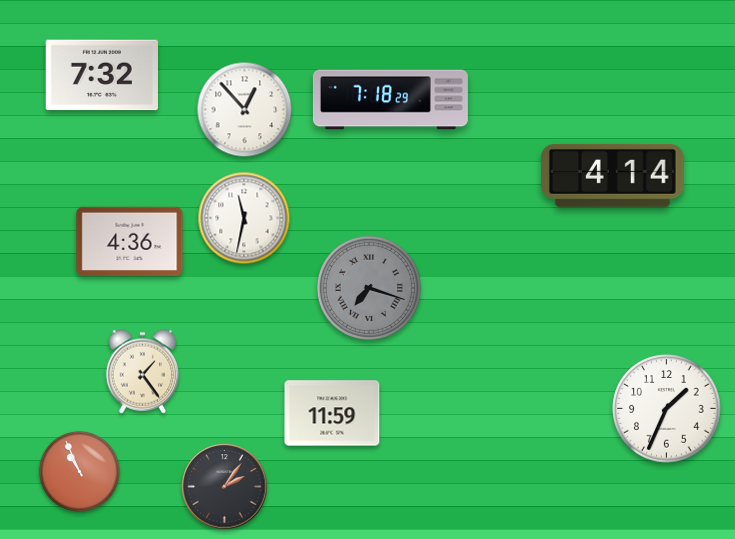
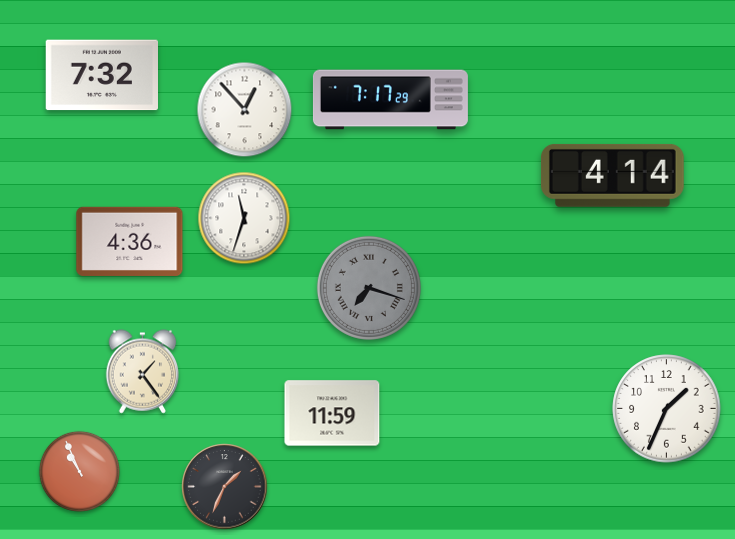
clock at (390, 100): 7:18 -> 7:17
clock at (244, 218): 11:32 -> 11:33
clock at (225, 487): 2:06 -> 1:34
